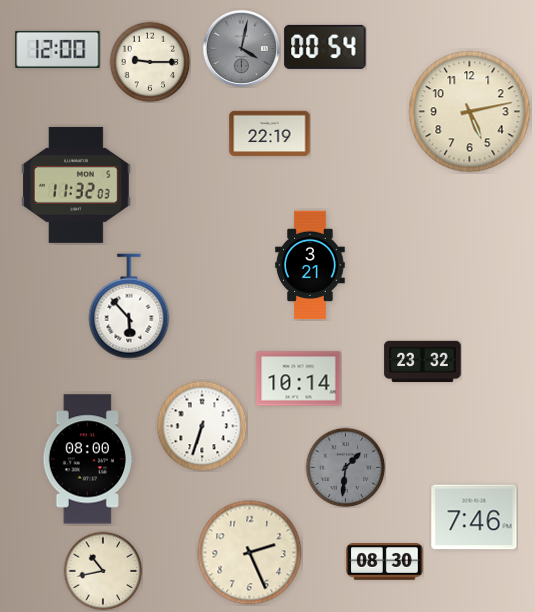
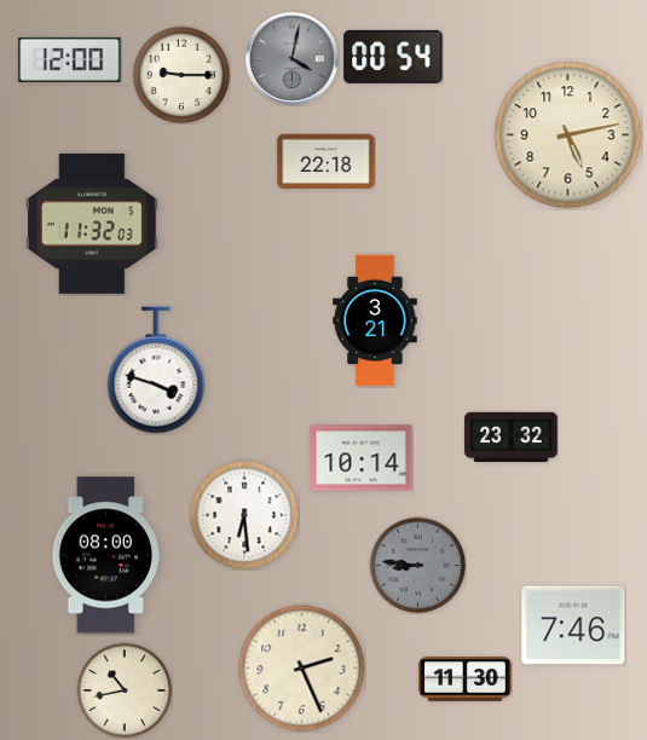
clock at (270, 134): 22:19 -> 22:18
clock at (129, 306): 5:53 -> 3:48
clock at (202, 426): 6:33 -> 6:29
clock at (345, 467): 1:31 -> 8:46
clock at (385, 562): 08:30 -> 11:30
